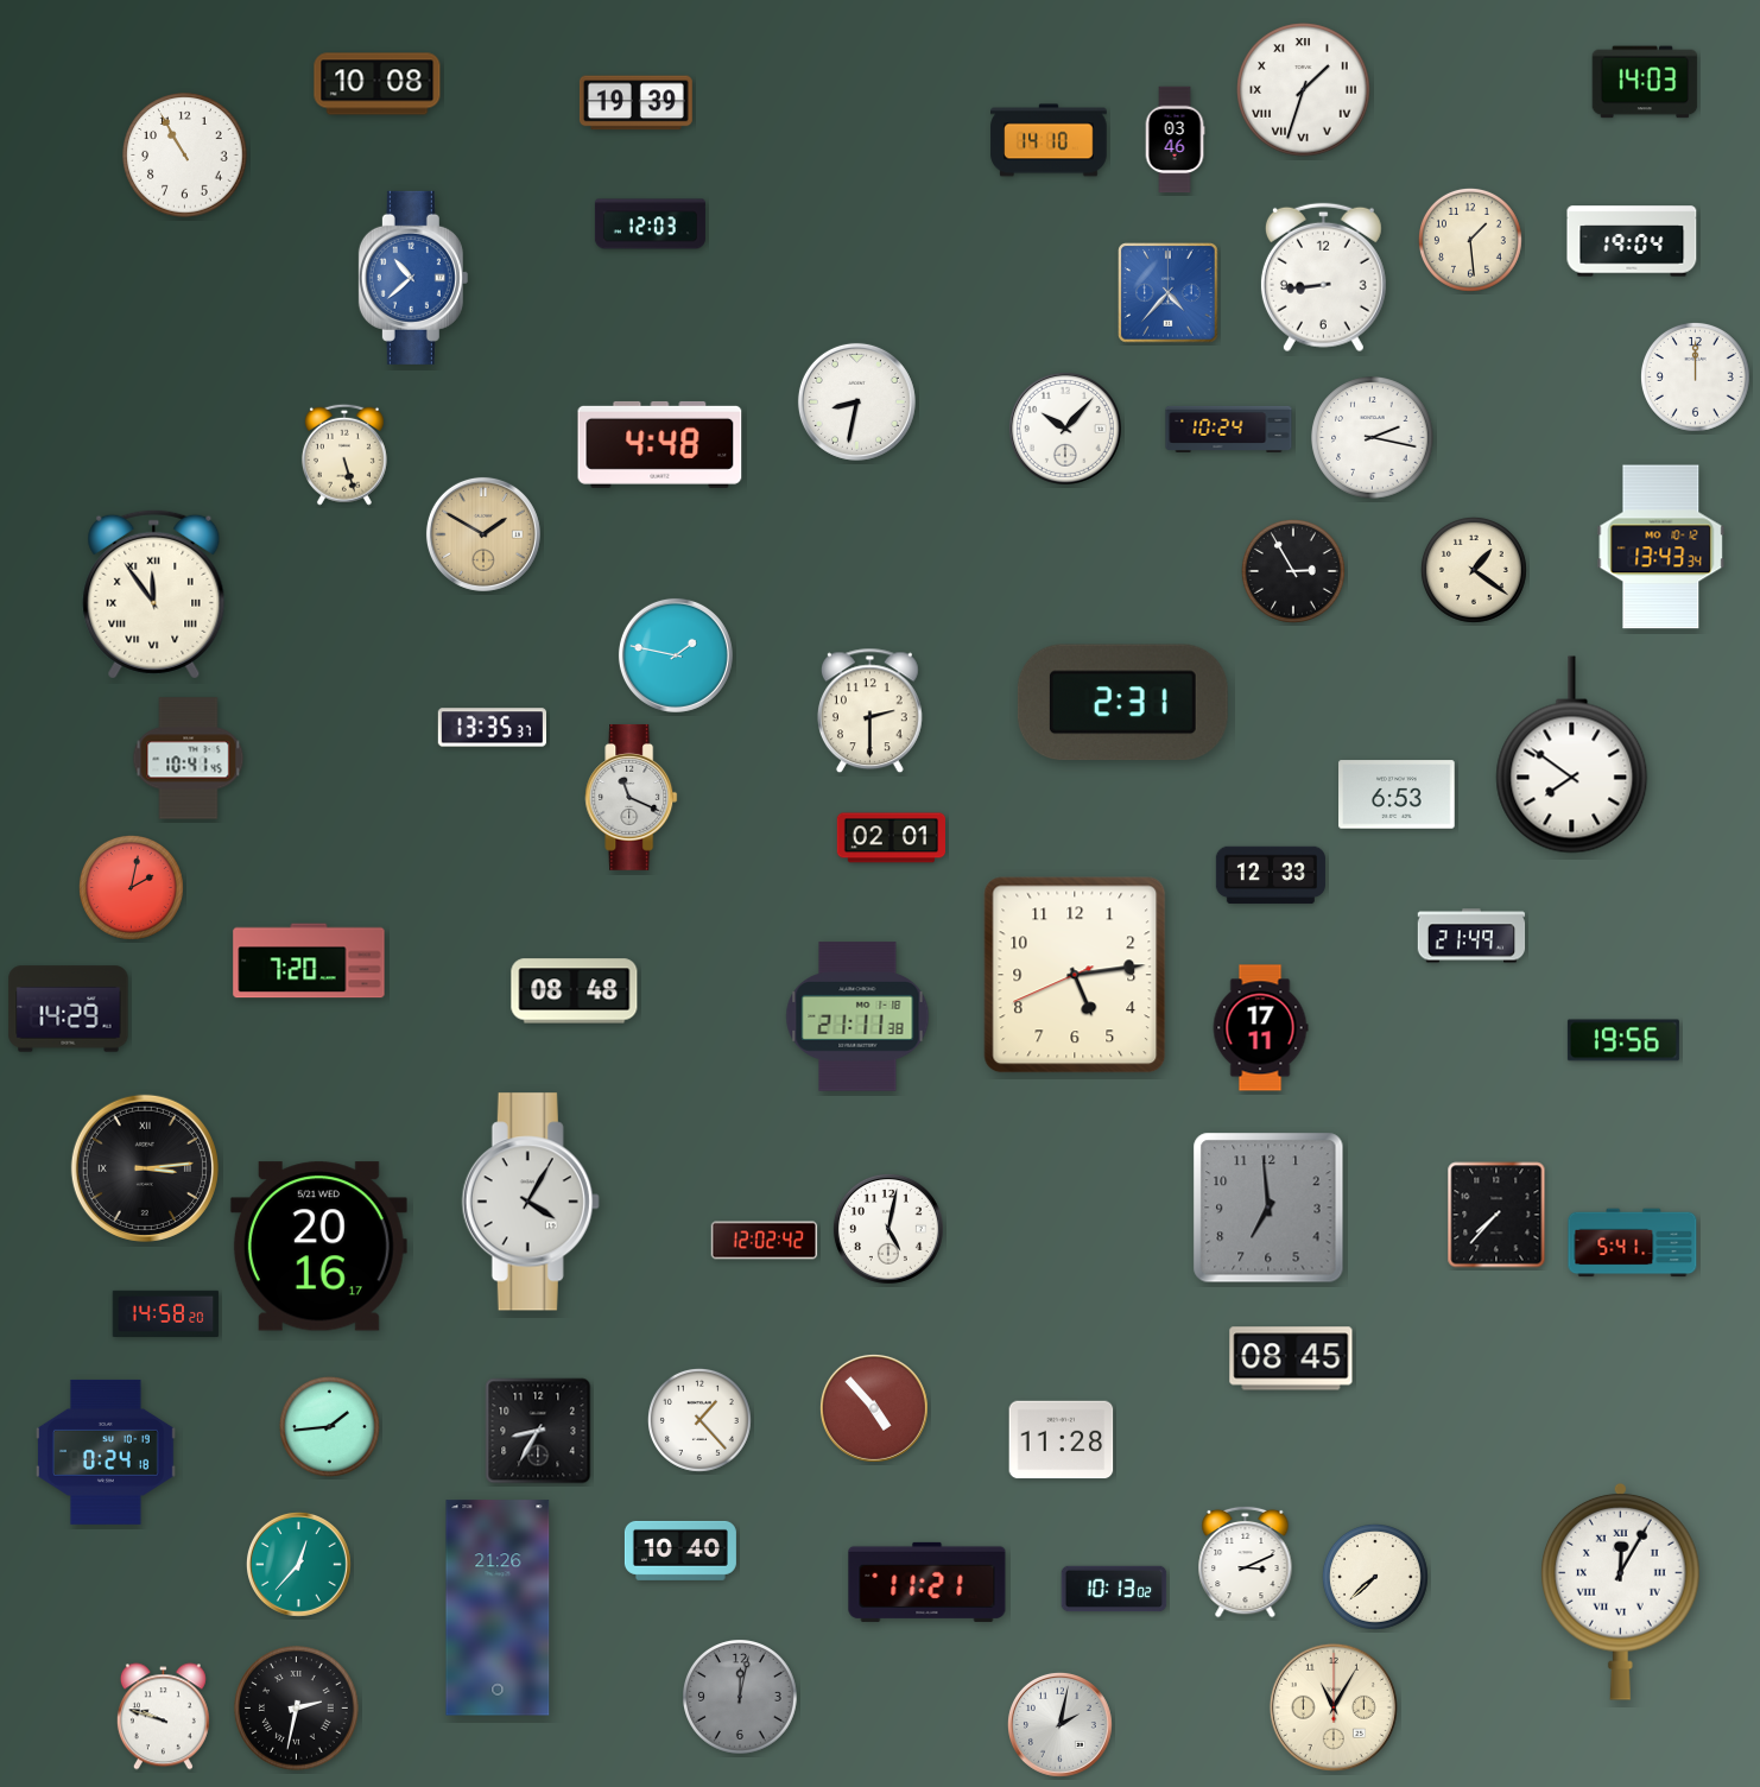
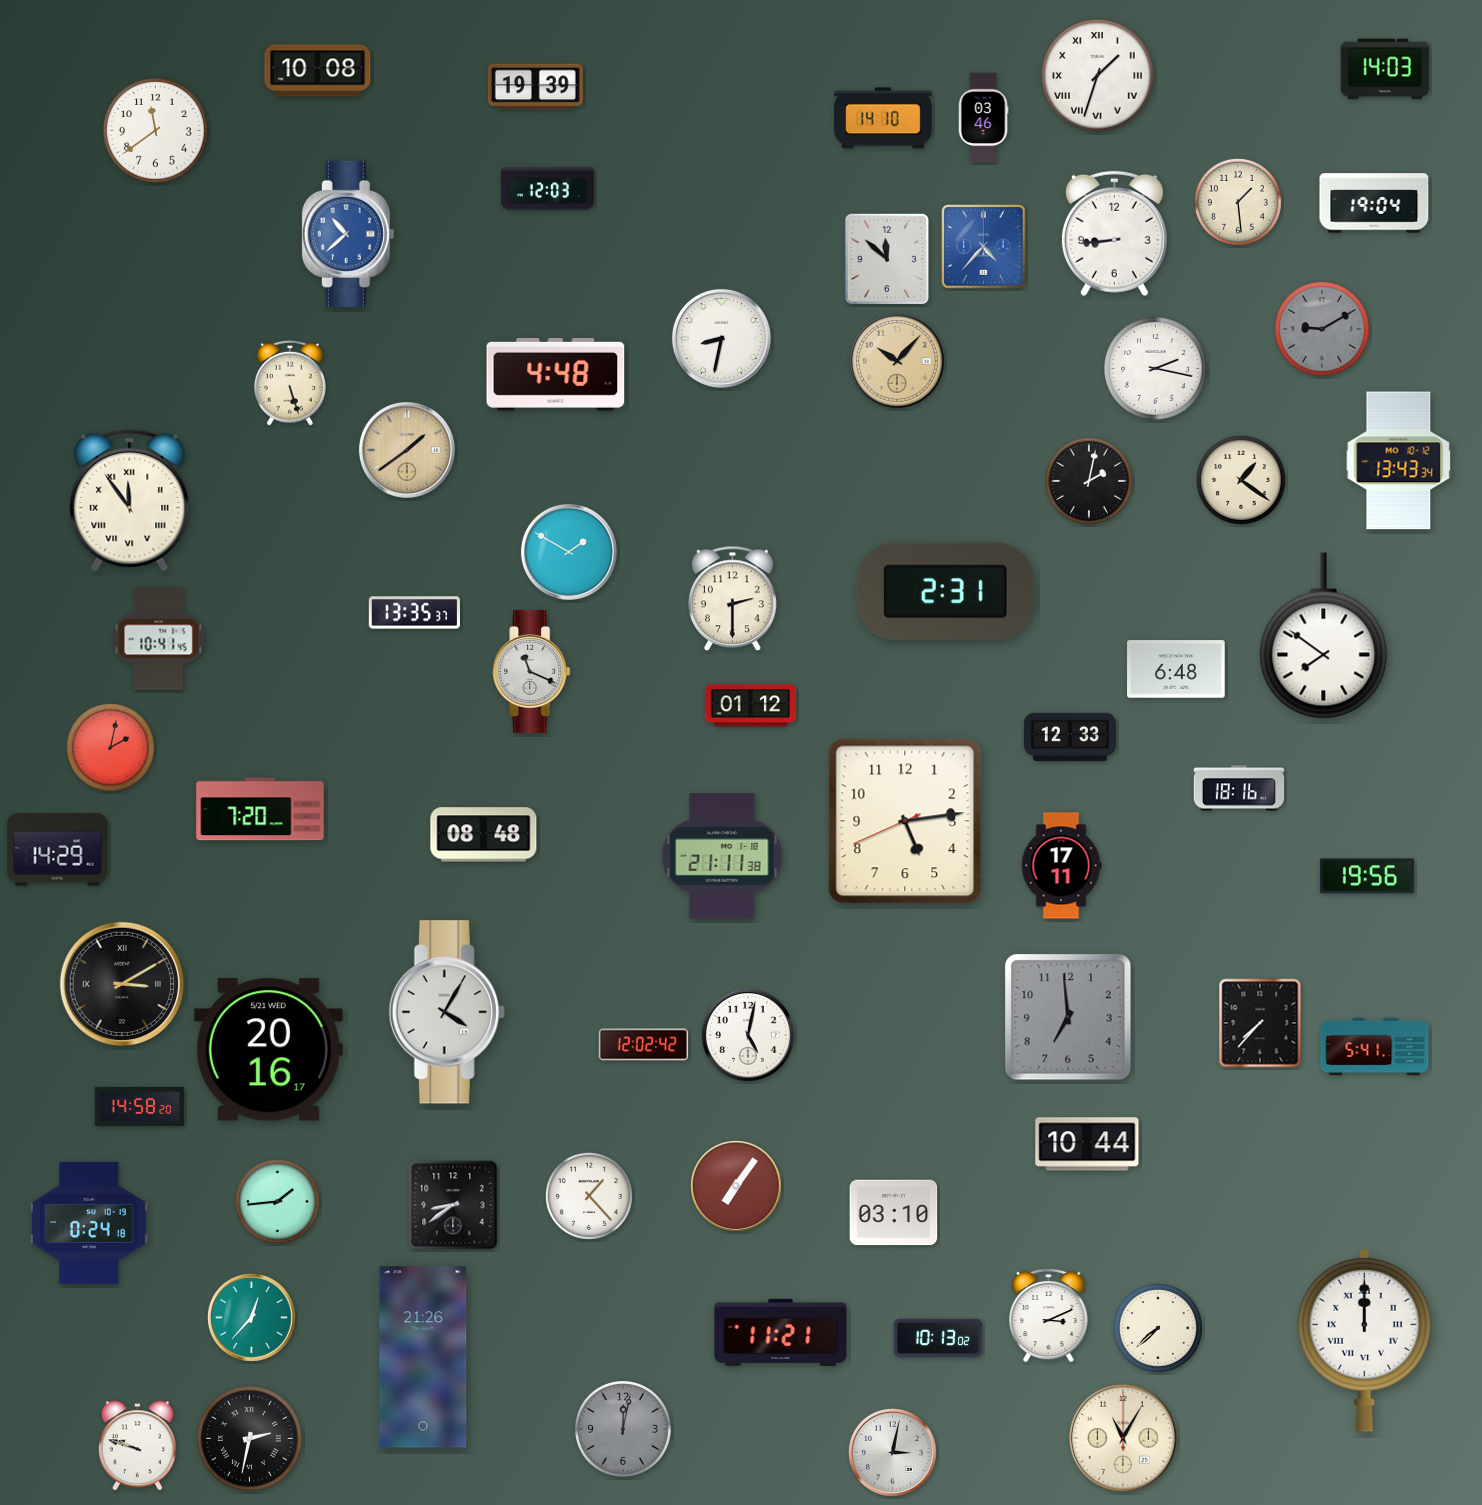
clock at (1175, 140) position: (1175, 140) -> (983, 118)
clock at (185, 156): 10:55 -> 11:39
clock at (887, 259): none -> 11:52
clock at (1695, 376): 12:00 -> none
clock at (1323, 330): none -> 9:10
clock at (1065, 429) dial: white -> champagne
clock at (1229, 429): 10:24 -> none
clock at (483, 534): 1:50 -> 1:39
clock at (1293, 571): 2:55 -> 2:02
clock at (676, 655): 1:47 -> 1:50
clock at (1397, 794): 6:53 -> 6:48
clock at (891, 838): 02:01 -> 01:12
clock at (1471, 936): 21:49 -> 18:16
clock at (145, 1168): 3:14 -> 3:10
clock at (1291, 1358): 08:45 -> 10:44
clock at (874, 1408): 4:53 -> 7:06
clock at (538, 1431): 8:35 -> 8:39
clock at (1062, 1440): 11:28 -> 03:10
clock at (680, 1551): 10:40 -> none
clock at (1621, 1591): 12:05 -> 12:00
clock at (498, 1608) position: (498, 1608) -> (423, 1357)
clock at (1059, 1724): 2:02 -> 3:02
